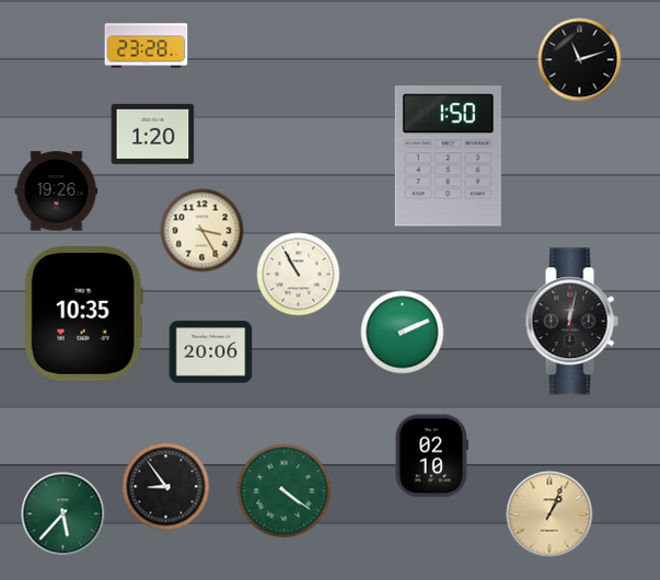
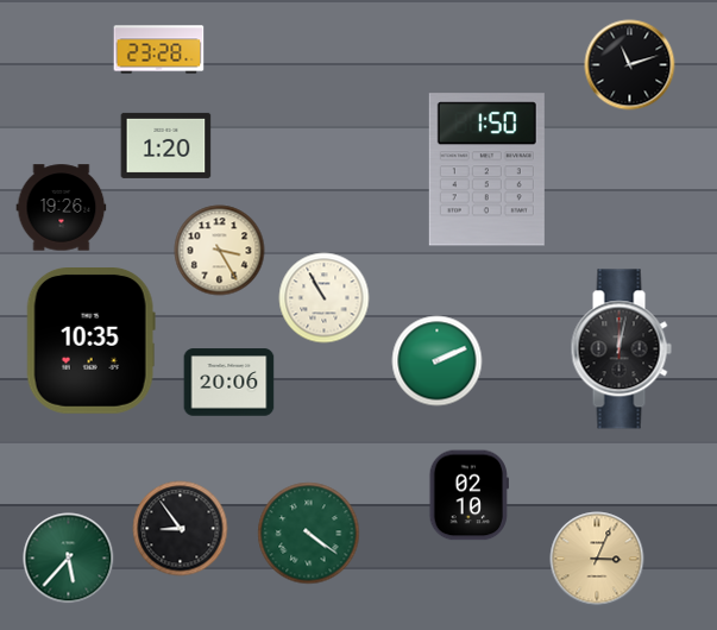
clock at (549, 514): 1:04 -> 3:04
